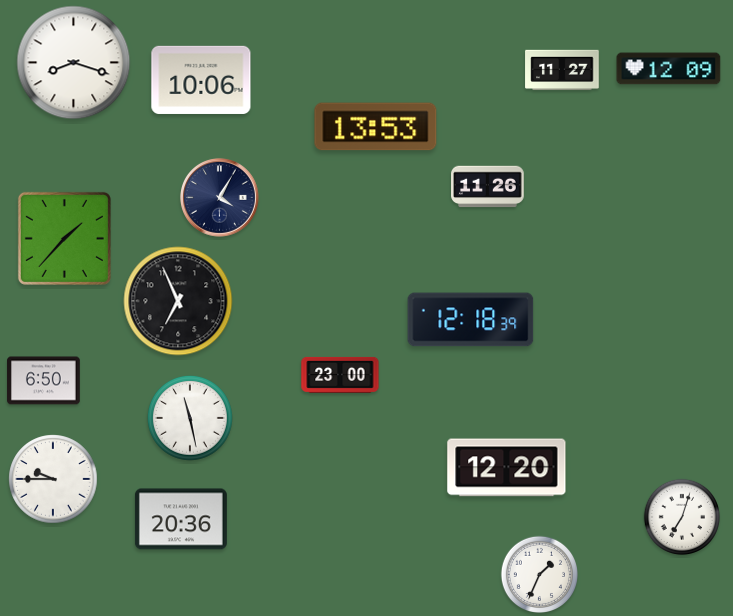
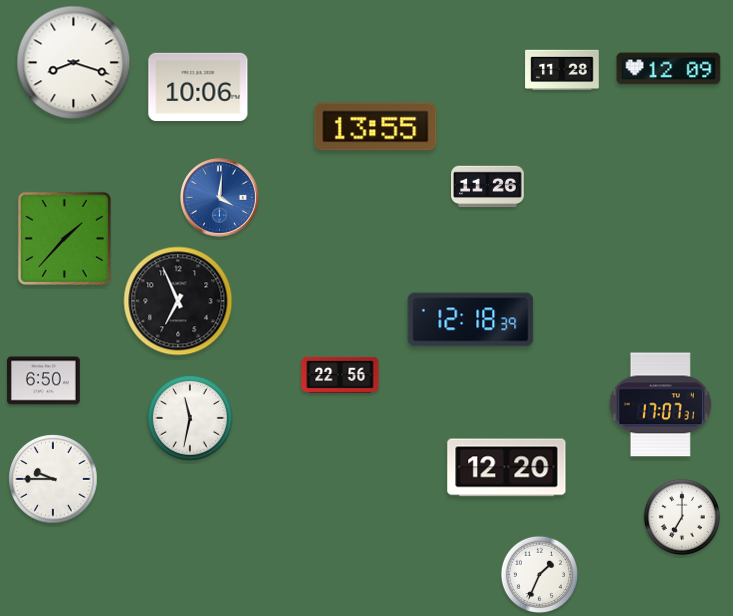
clock at (562, 70): 11:27 -> 11:28
clock at (201, 80) position: (201, 80) -> (198, 87)
clock at (376, 127): 13:53 -> 13:55
clock at (219, 197): 4:05 -> 4:01
clock at (219, 197) dial: navy -> blue
clock at (340, 375): 23:00 -> 22:56
clock at (660, 405): none -> 17:07
clock at (190, 418): 11:28 -> 11:32
clock at (682, 517): 7:03 -> 7:00
clock at (181, 519): 20:36 -> none
